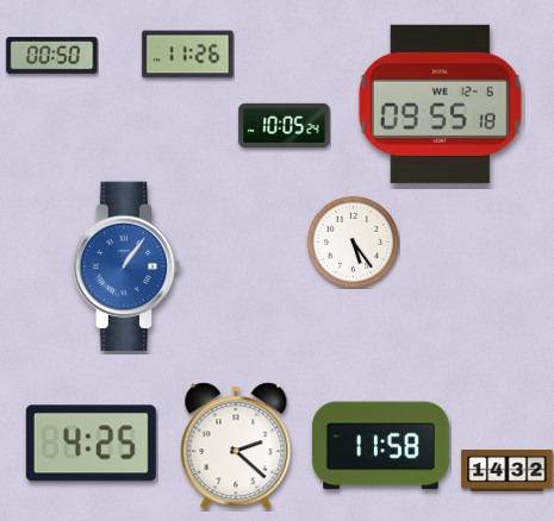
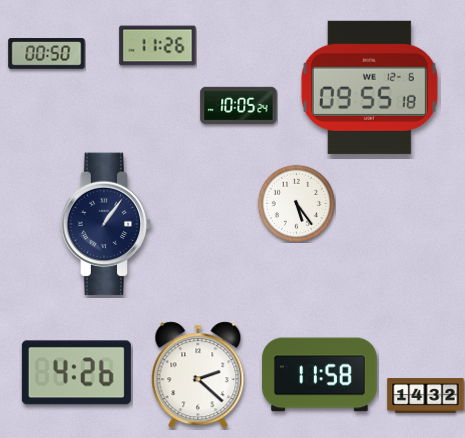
clock at (52, 56) position: (52, 56) -> (47, 54)
clock at (126, 266) dial: blue -> navy
clock at (91, 444): 4:25 -> 4:26
